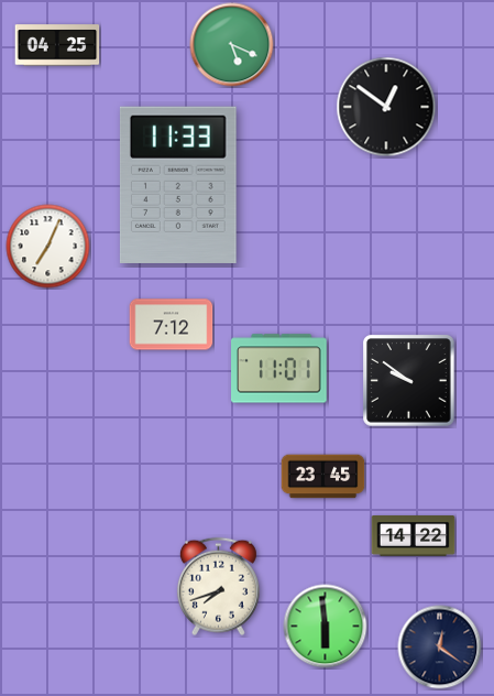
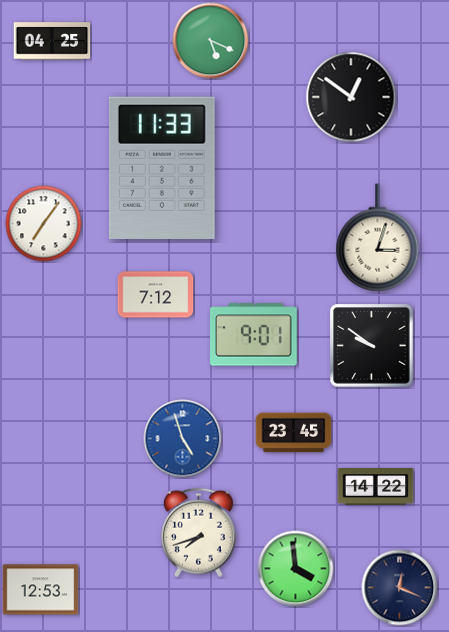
clock at (48, 247): 7:04 -> 7:06
clock at (378, 238): none -> 3:03
clock at (279, 369): 11:01 -> 9:01
clock at (183, 439): none -> 4:57
clock at (326, 627): 5:59 -> 3:59
clock at (440, 648): 12:21 -> 12:19
clock at (41, 590): none -> 12:53
